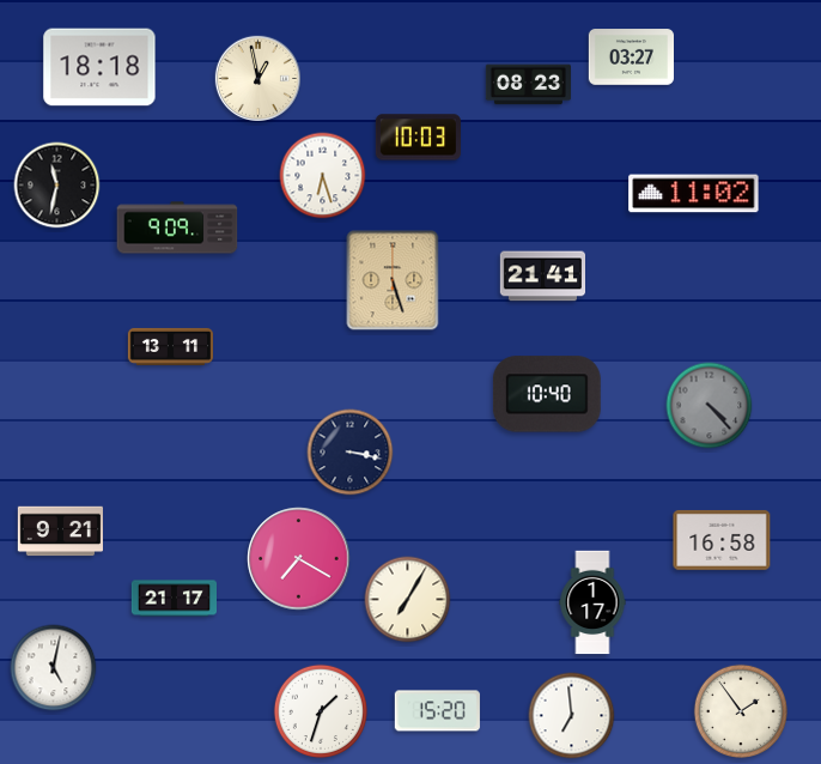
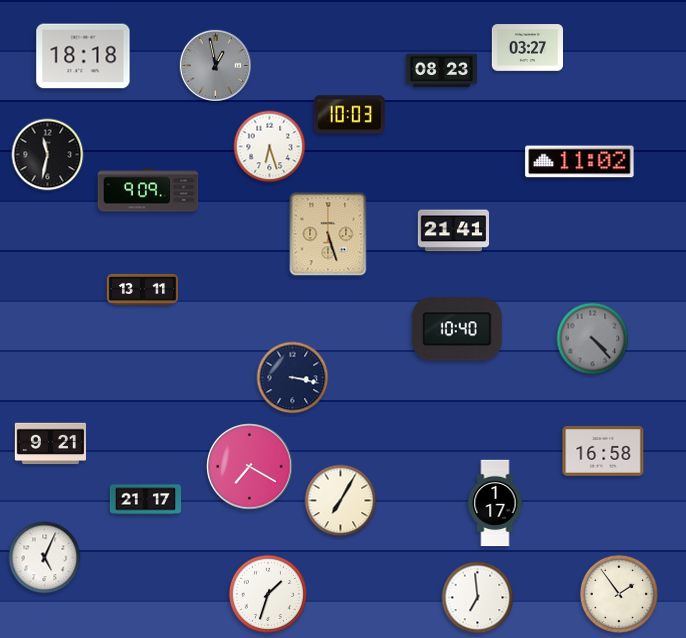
clock at (257, 78) dial: cream -> grey
clock at (54, 668): 5:02 -> 5:04
clock at (437, 711): 15:20 -> none
